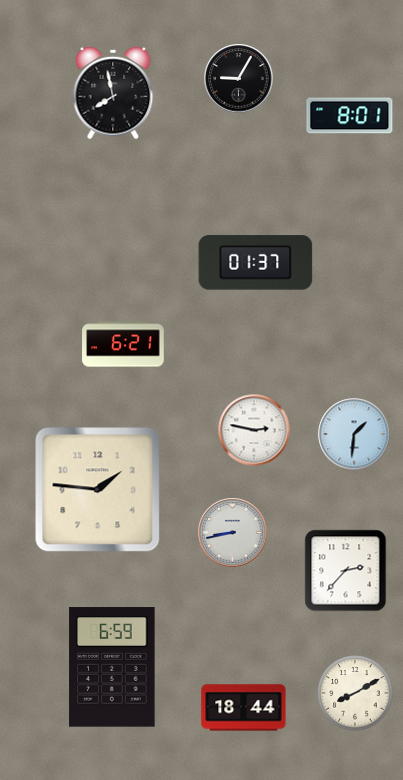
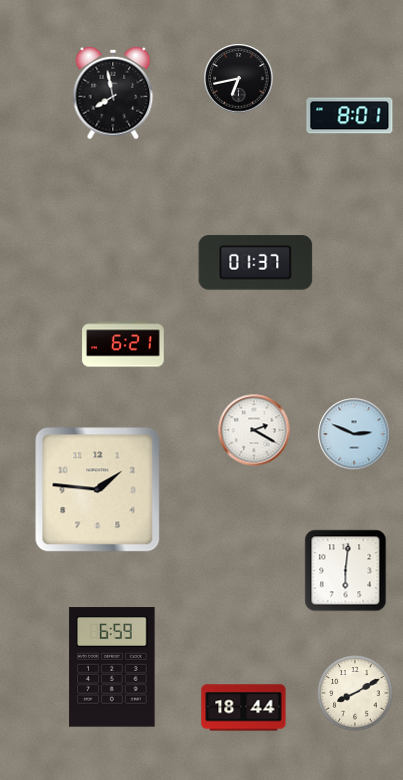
clock at (239, 79): 9:05 -> 6:43
clock at (254, 430): 2:47 -> 2:20
clock at (354, 434): 1:31 -> 2:49
clock at (233, 533): 8:43 -> none
clock at (346, 571): 2:37 -> 6:01
